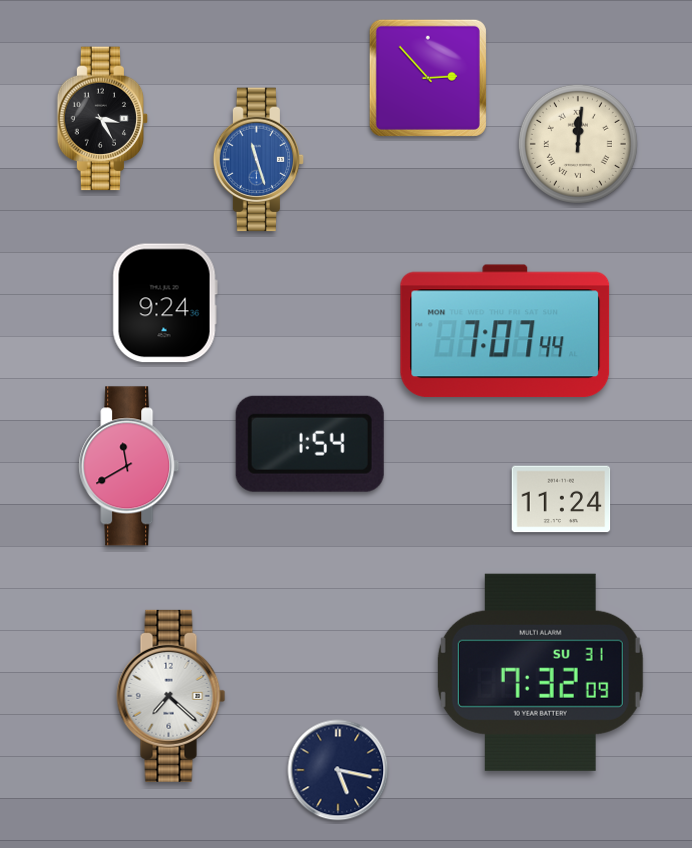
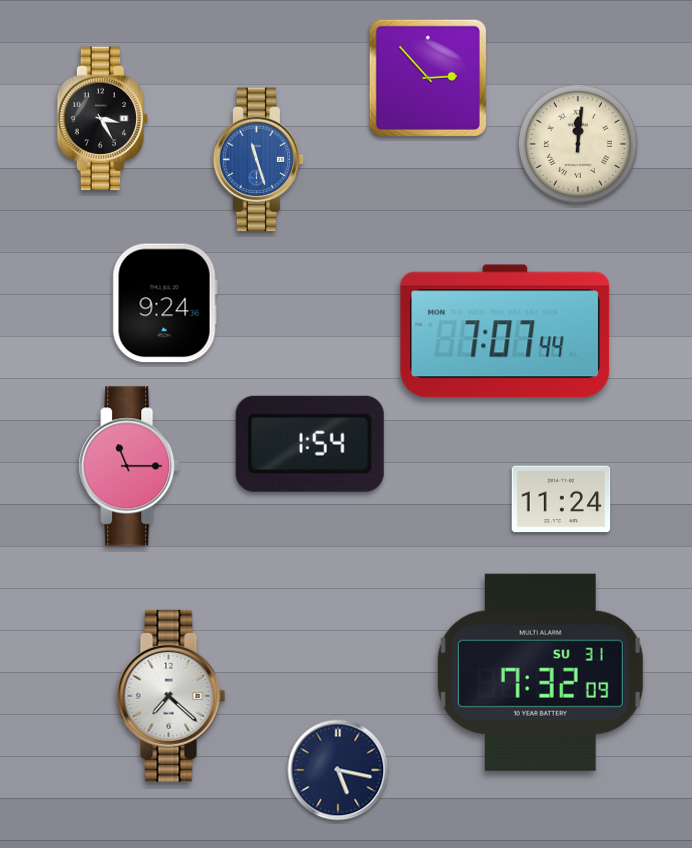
clock at (129, 466): 11:40 -> 11:15
